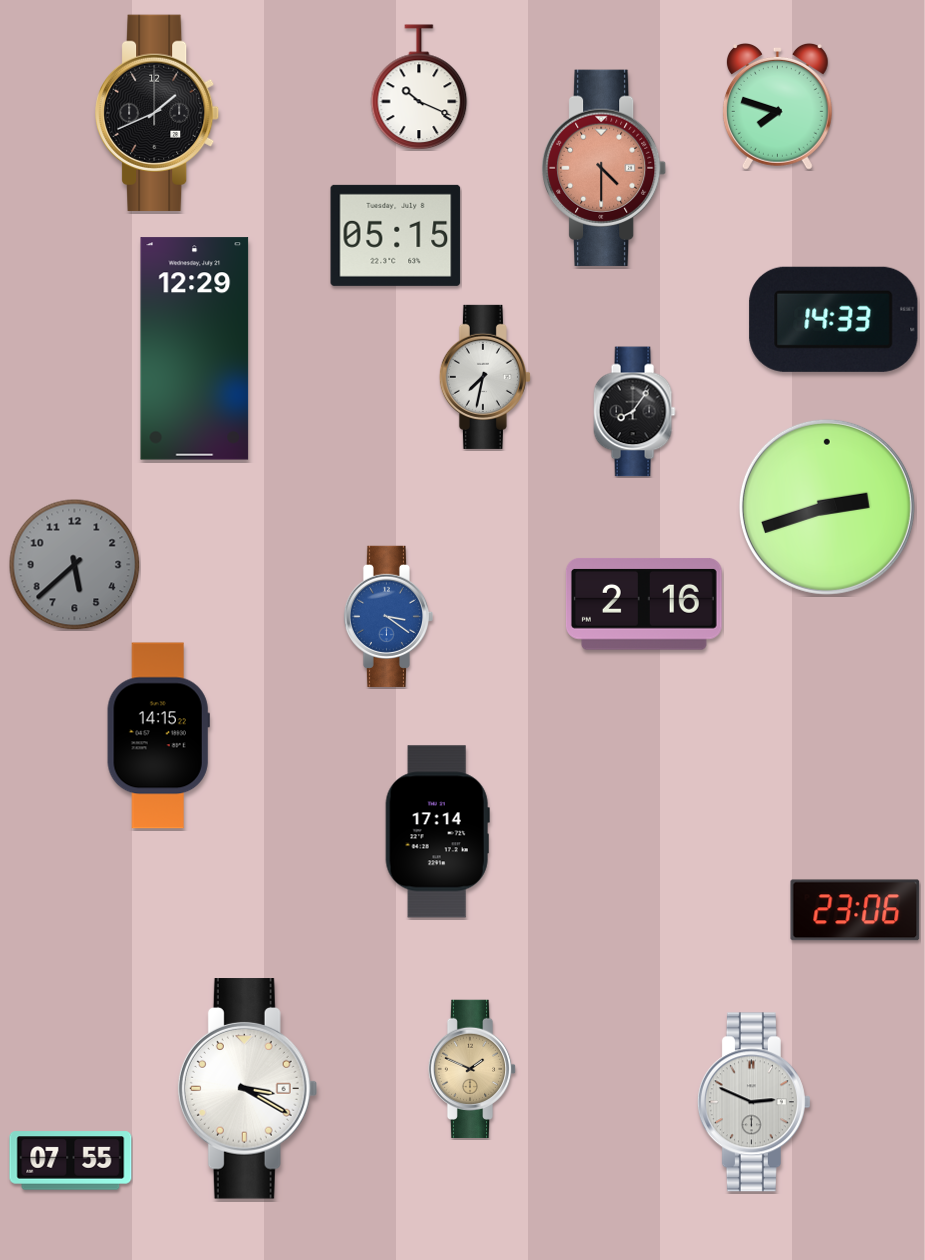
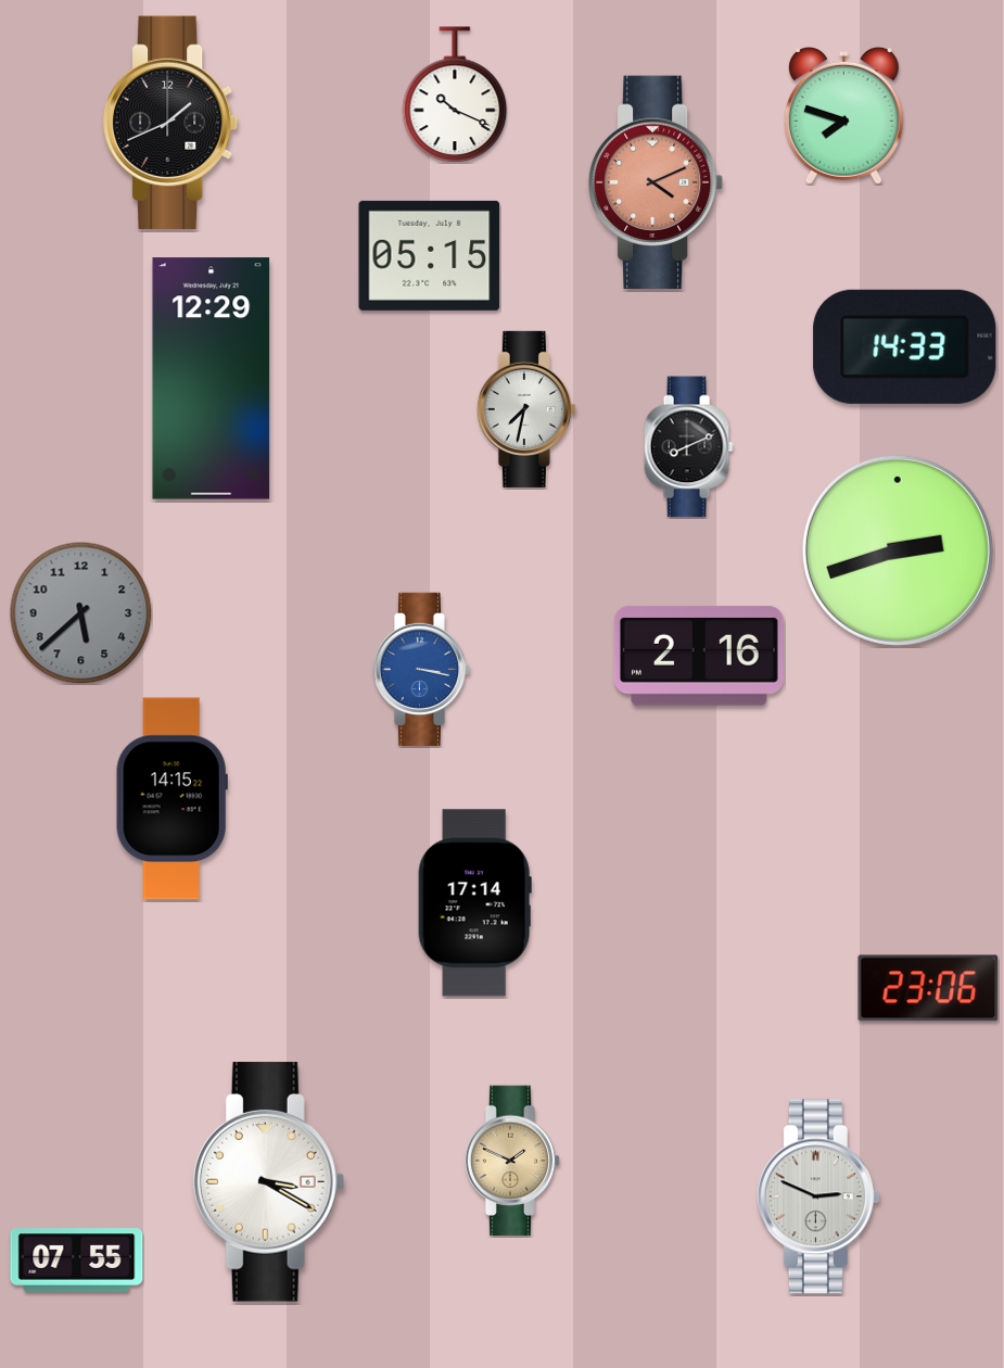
clock at (605, 168): 4:30 -> 4:11
clock at (634, 412): 8:06 -> 8:11
clock at (388, 616): 3:21 -> 3:17
